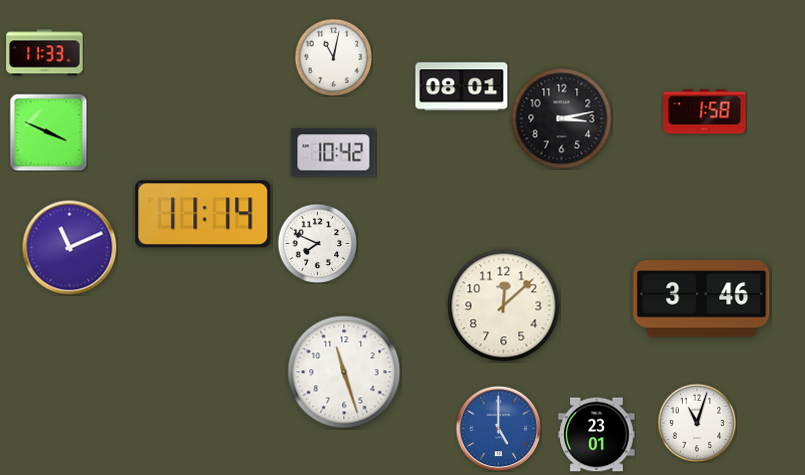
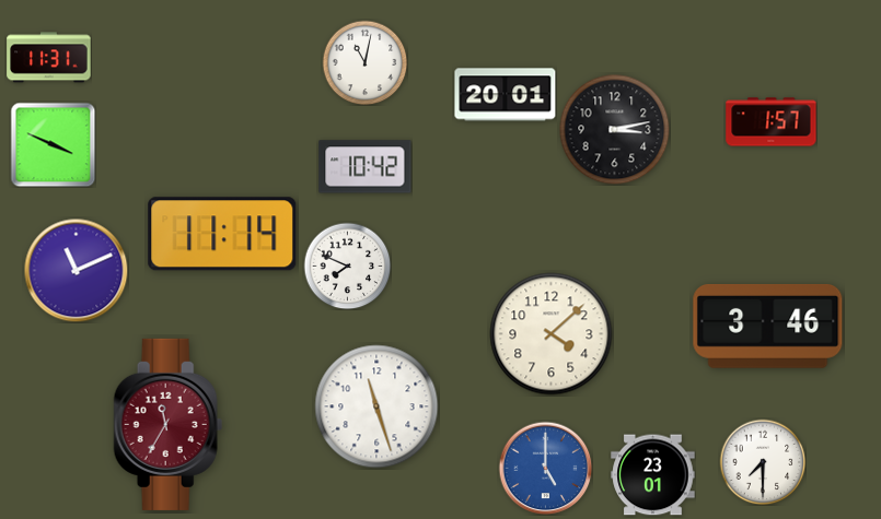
clock at (45, 53): 11:33 -> 11:31
clock at (462, 87): 08:01 -> 20:01
clock at (705, 112): 1:58 -> 1:57
clock at (504, 306): 12:08 -> 4:08
clock at (169, 424): none -> 11:35
clock at (697, 423): 11:03 -> 7:30
